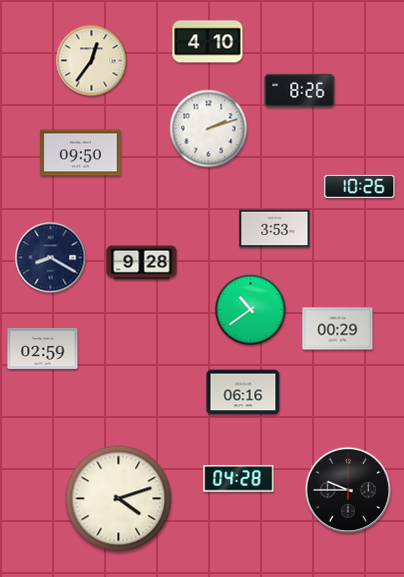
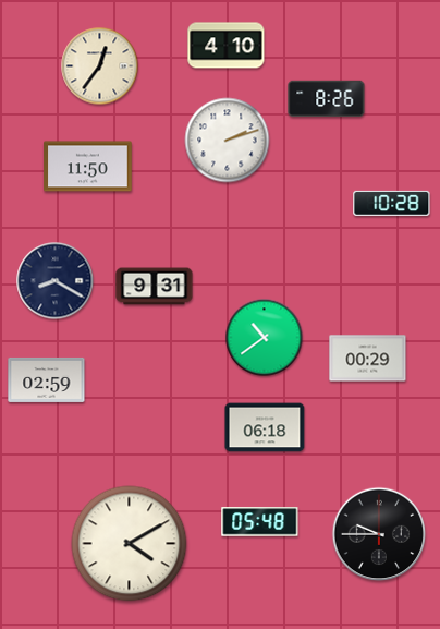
clock at (81, 153): 09:50 -> 11:50
clock at (360, 186): 10:26 -> 10:28
clock at (275, 229): 3:53 -> none
clock at (142, 263): 9:28 -> 9:31
clock at (251, 310) position: (251, 310) -> (265, 338)
clock at (243, 392): 06:16 -> 06:18
clock at (239, 479): 04:28 -> 05:48
clock at (119, 499): 4:12 -> 4:10
